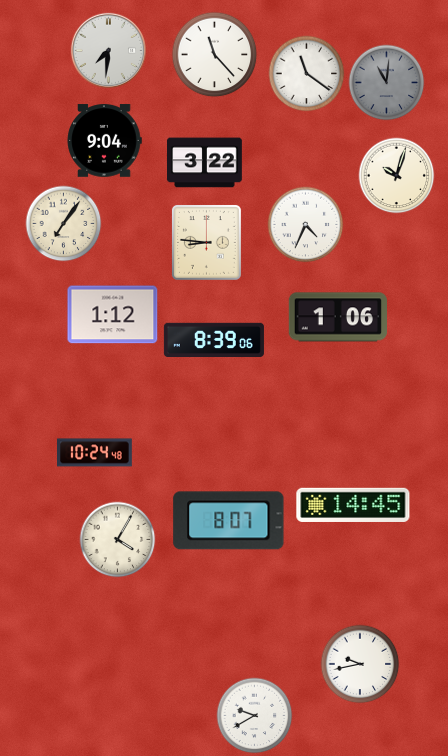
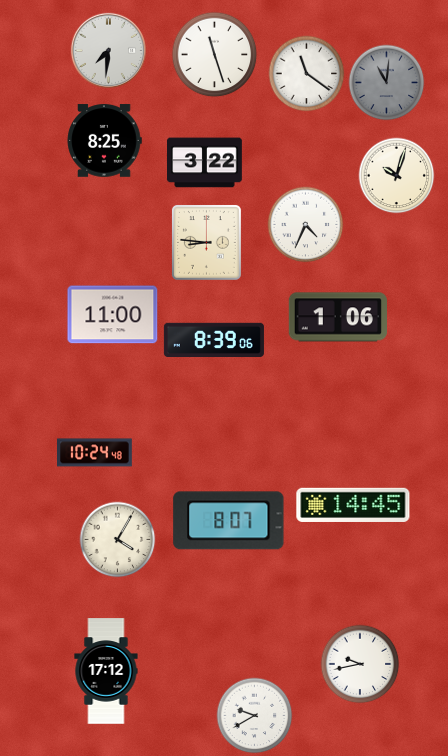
clock at (215, 55): 11:23 -> 11:27
clock at (104, 141): 9:04 -> 8:25
clock at (64, 224): 7:06 -> none
clock at (113, 315): 1:12 -> 11:00
clock at (106, 671): none -> 17:12
